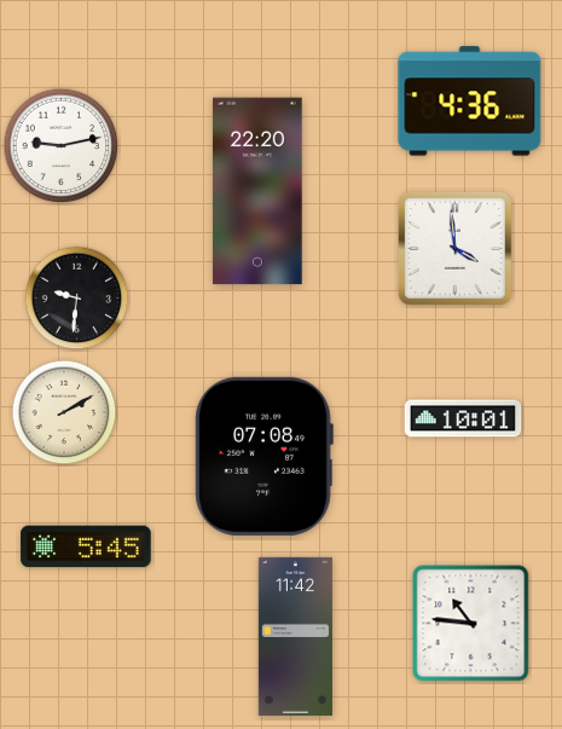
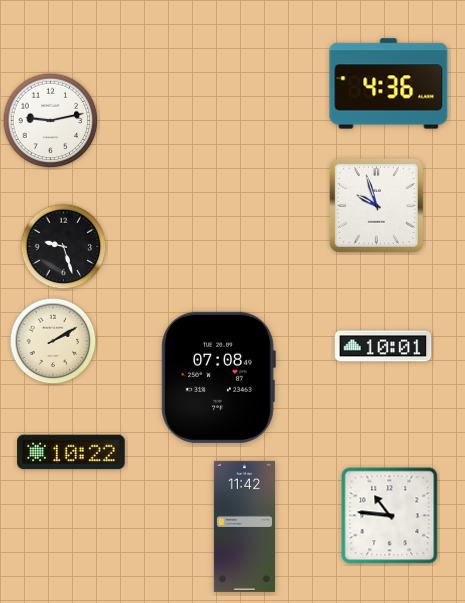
clock at (257, 191): 22:20 -> none
clock at (454, 248): 3:59 -> 9:57
clock at (77, 299): 9:31 -> 9:27
clock at (86, 546): 5:45 -> 10:22
